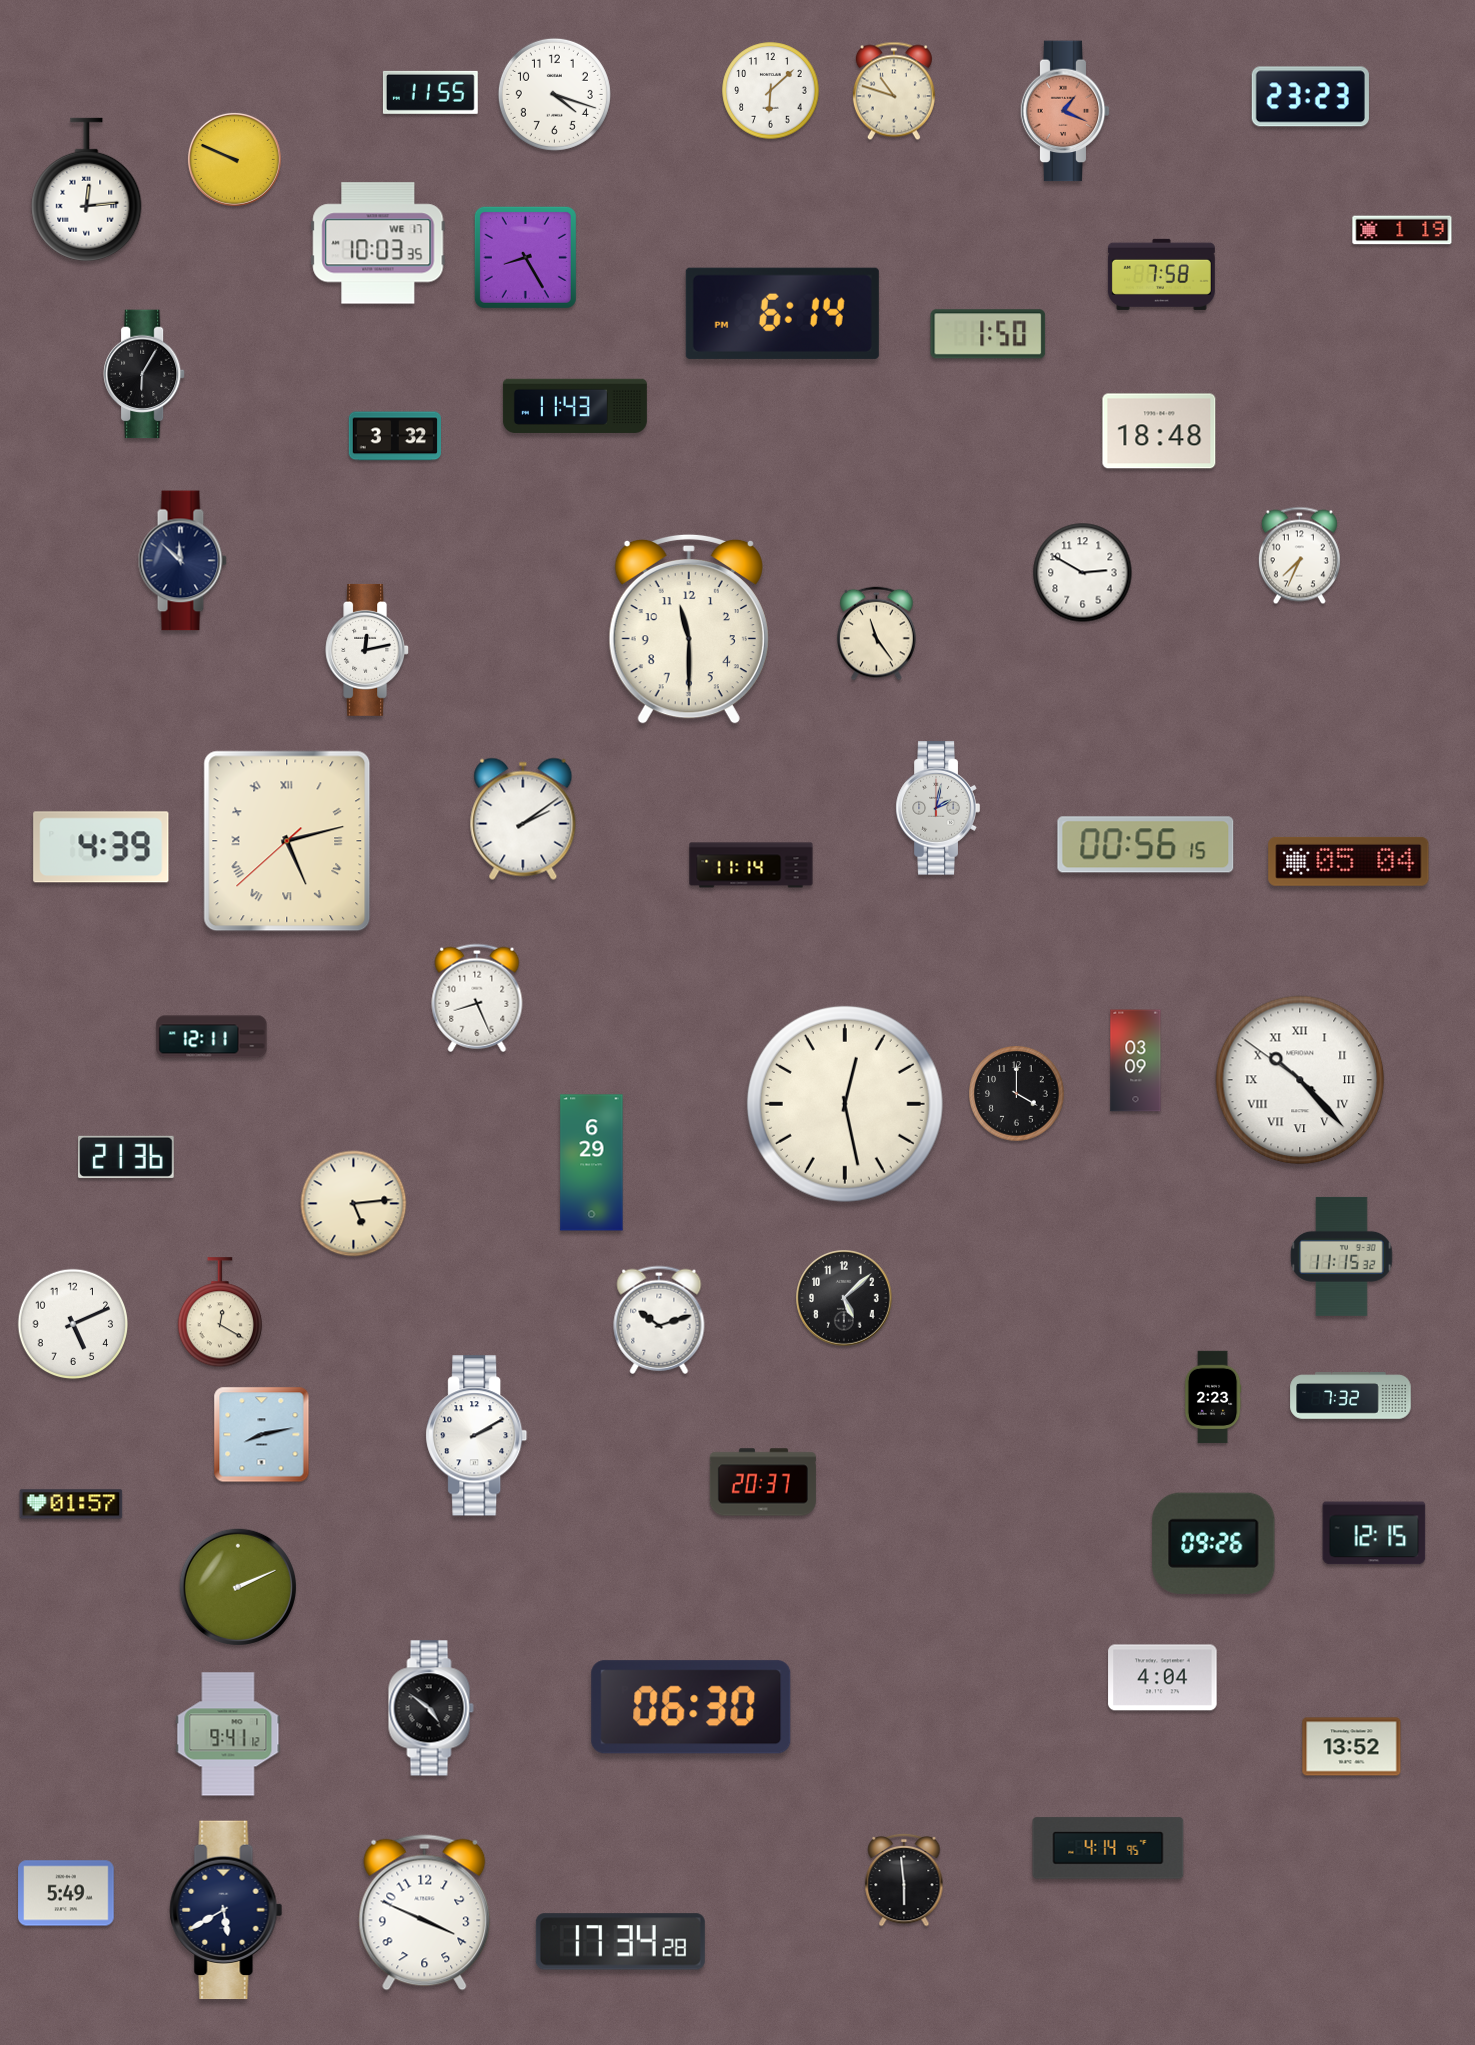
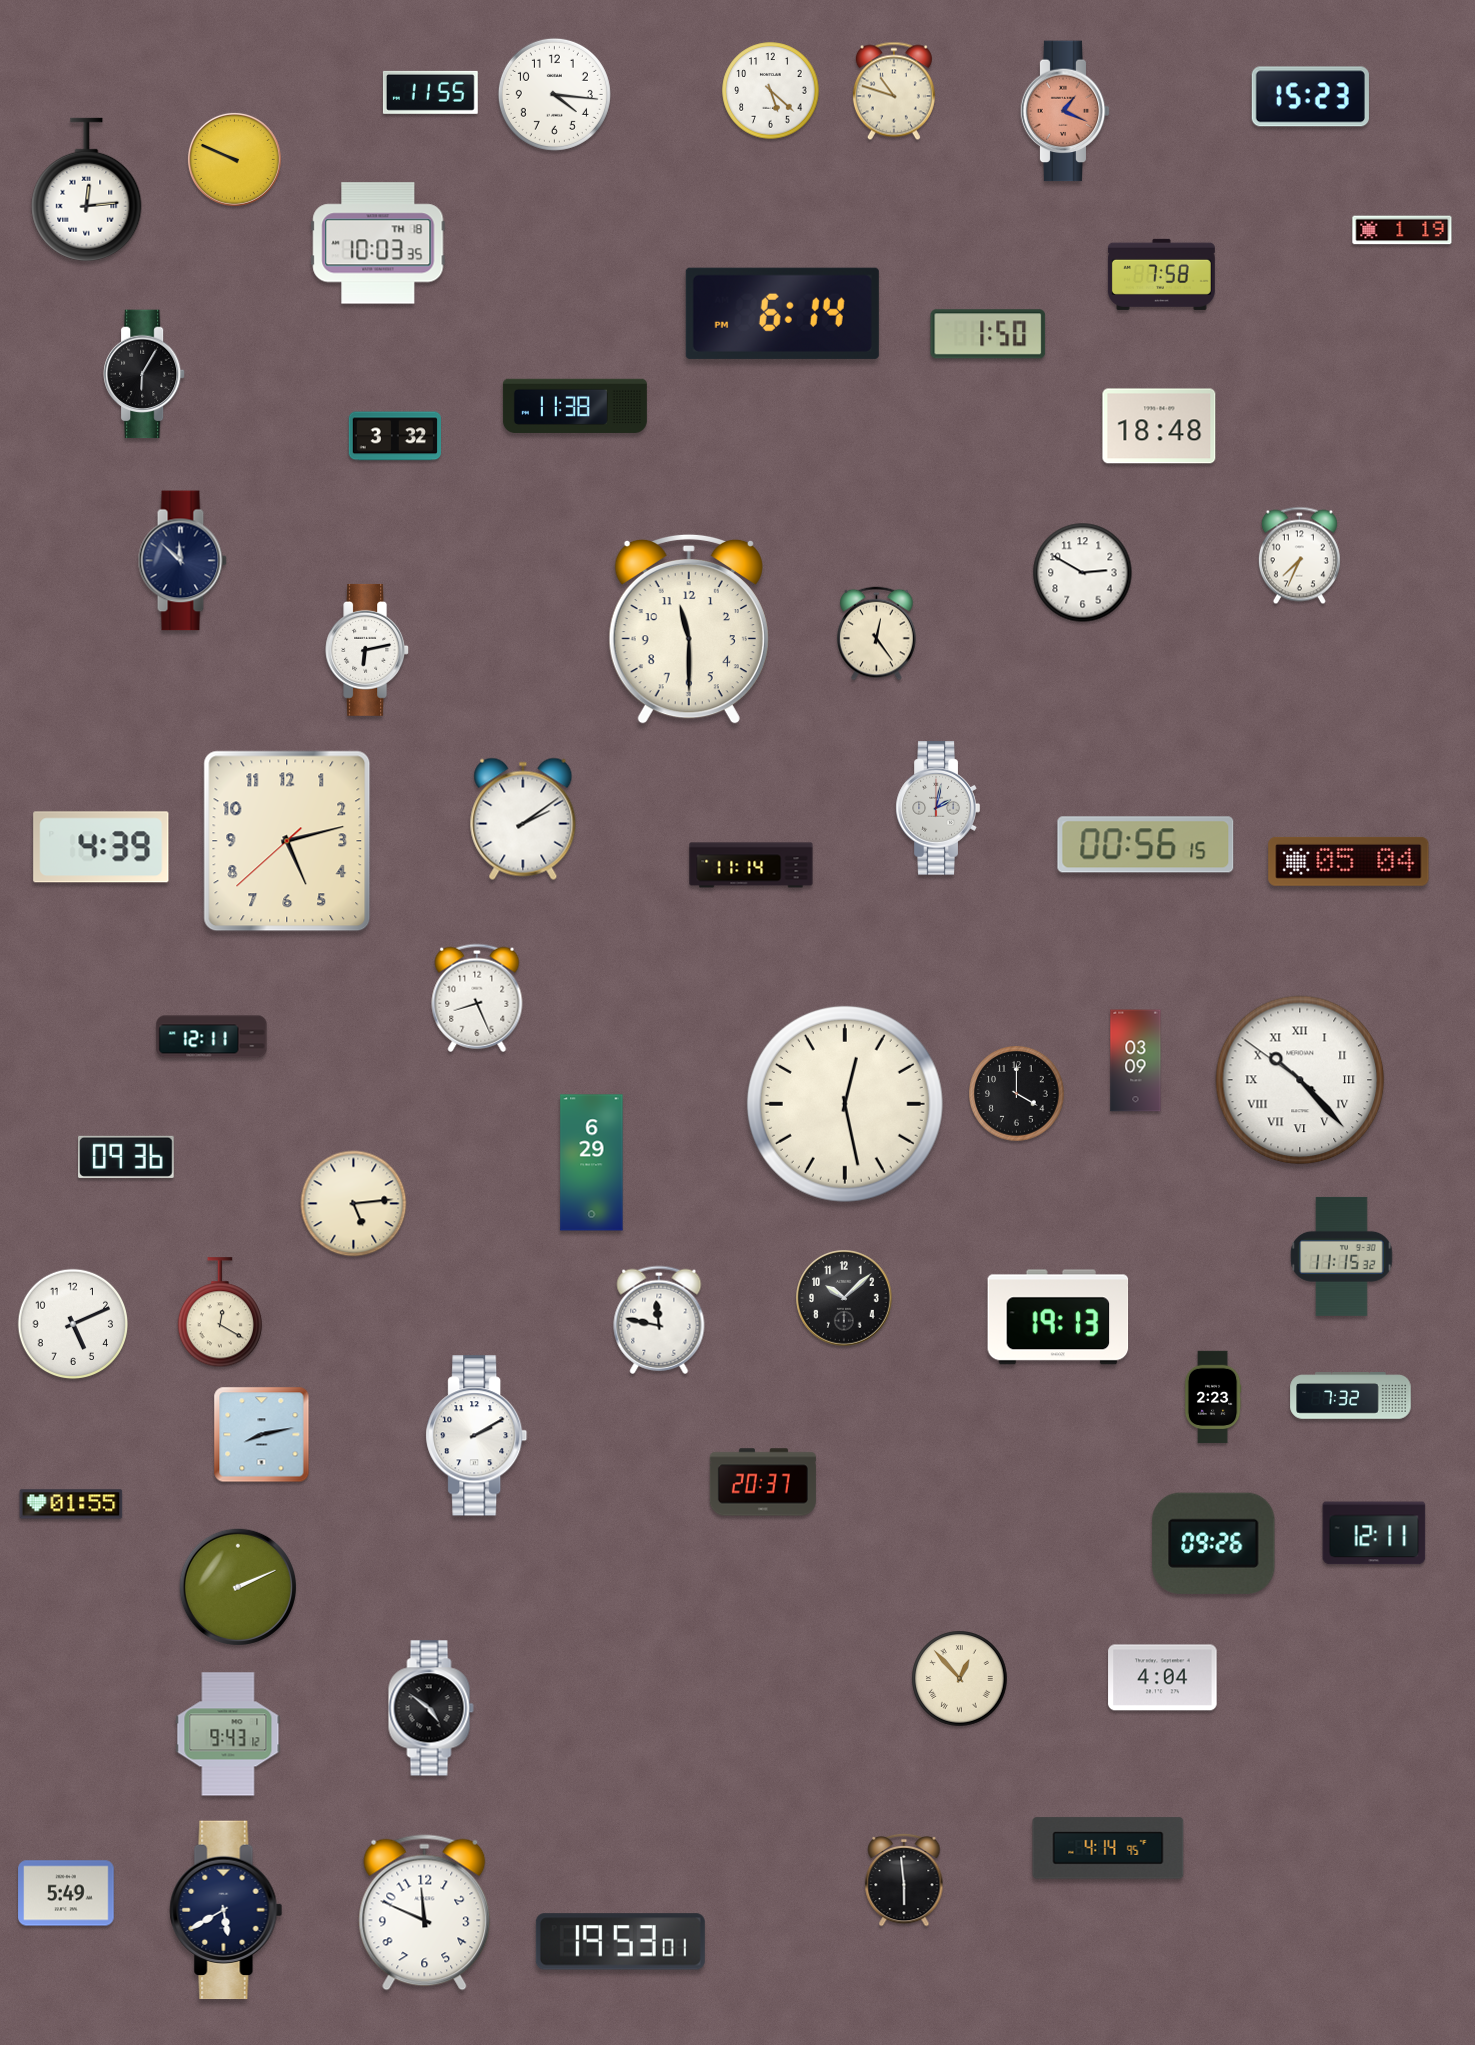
clock at (771, 91): 6:08 -> 5:22
clock at (554, 94): 4:18 -> 4:16
clock at (1310, 97): 23:23 -> 15:23
clock at (378, 243) date: WE 17 -> TH 18
clock at (525, 257): 8:25 -> none
clock at (575, 406): 11:43 -> 11:38
clock at (1159, 431) position: (1159, 431) -> (1159, 426)
clock at (877, 634): 11:24 -> 12:24
clock at (368, 650): 12:13 -> 6:13
clock at (287, 841) numerals: Roman -> Arabic
clock at (126, 1157): 21:36 -> 09:36
clock at (845, 1299): 5:08 -> 10:08
clock at (1058, 1317): none -> 19:13
clock at (659, 1320): 10:12 -> 11:47
clock at (71, 1504): 01:57 -> 01:55
clock at (1374, 1533): 12:15 -> 12:11
clock at (960, 1679): none -> 12:53
clock at (691, 1707): 06:30 -> none
clock at (228, 1734): 9:41 -> 9:43
clock at (1352, 1747): 13:52 -> none
clock at (425, 1913): 3:49 -> 11:49
clock at (620, 1942): 17:34 -> 19:53
